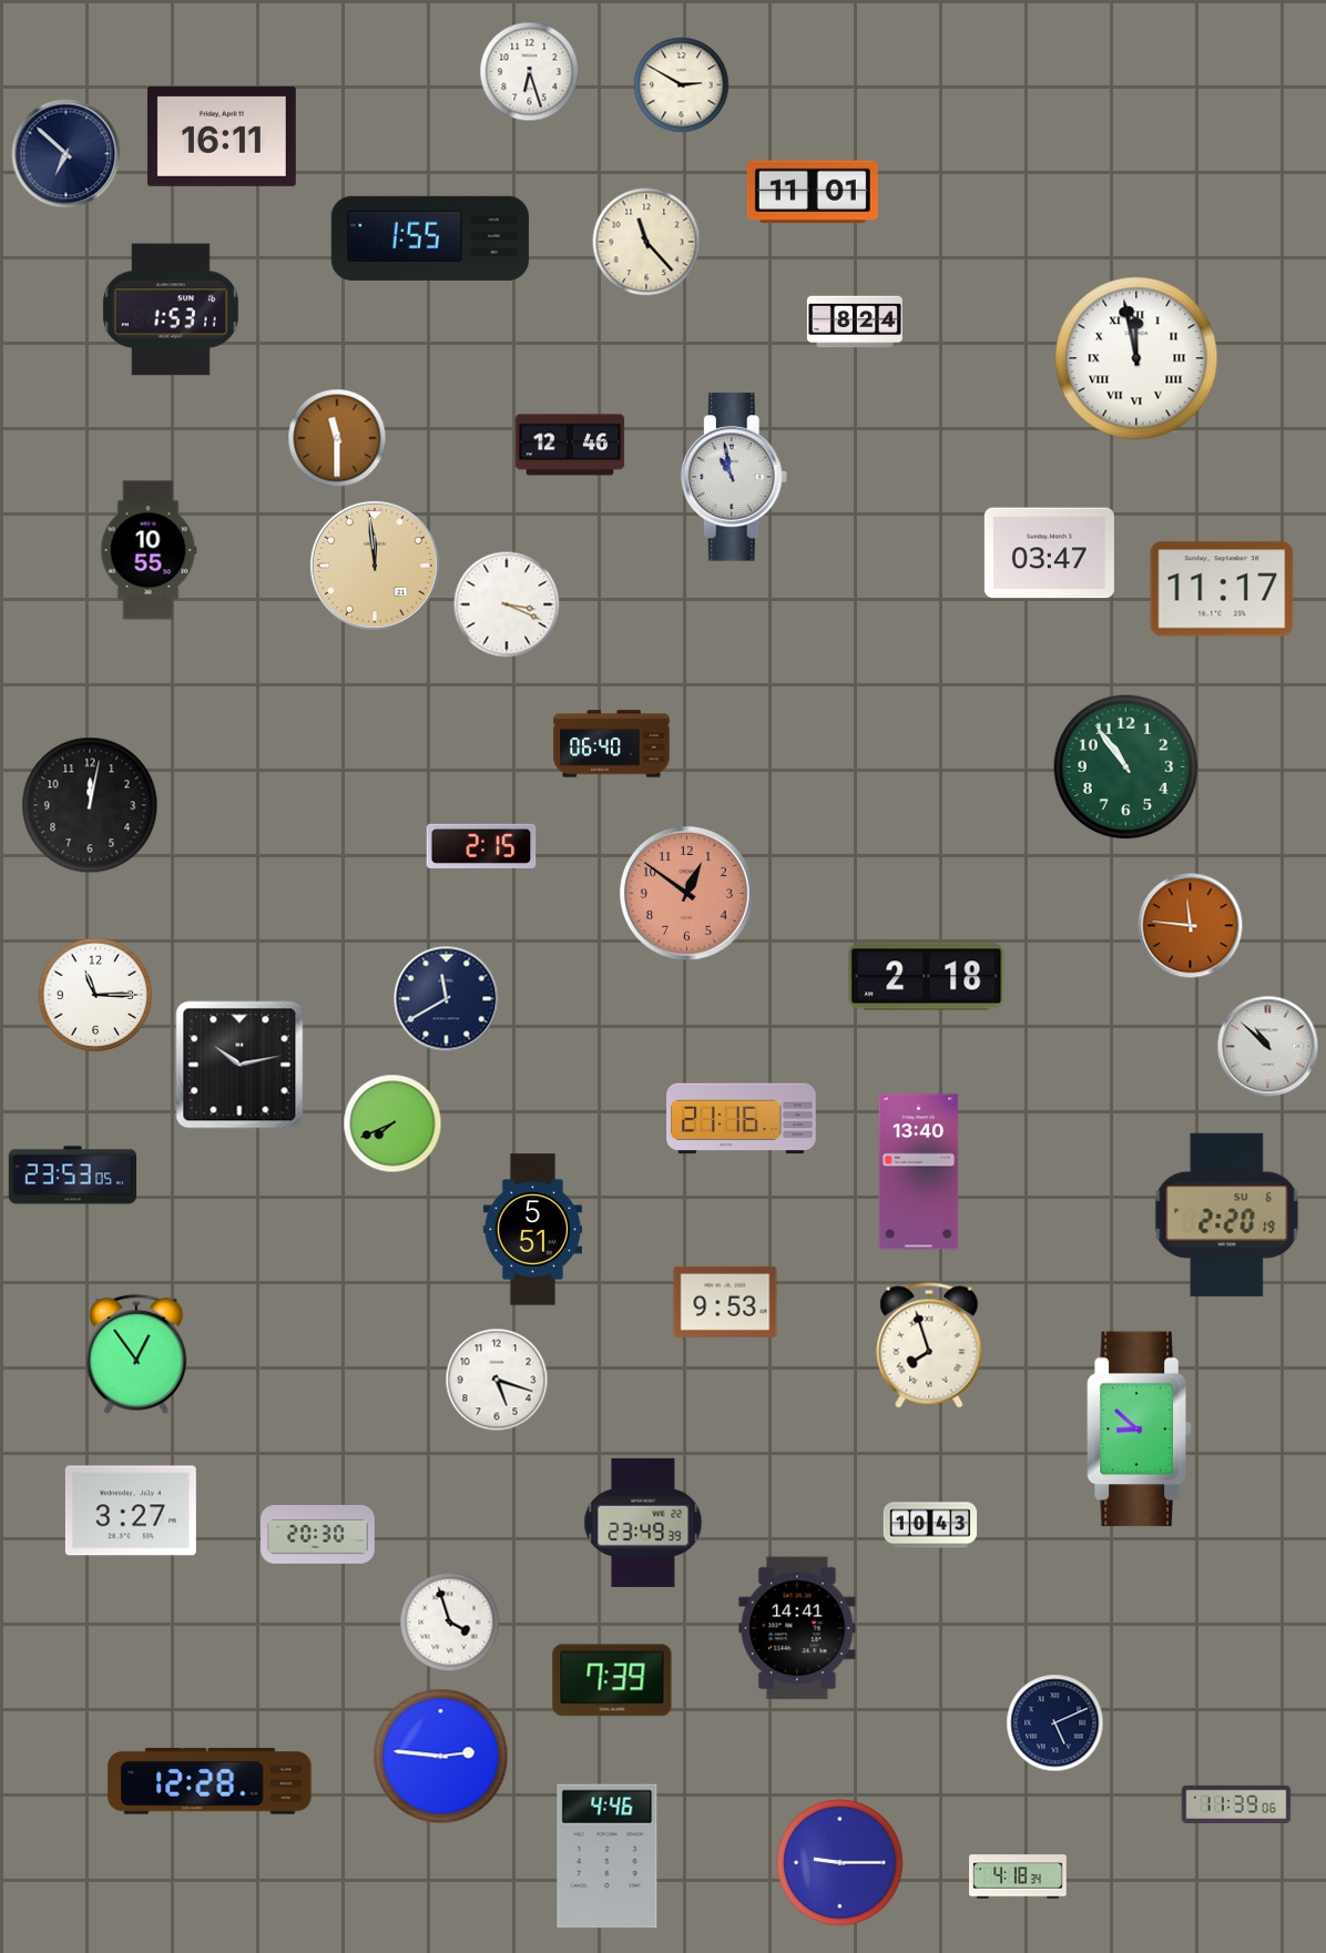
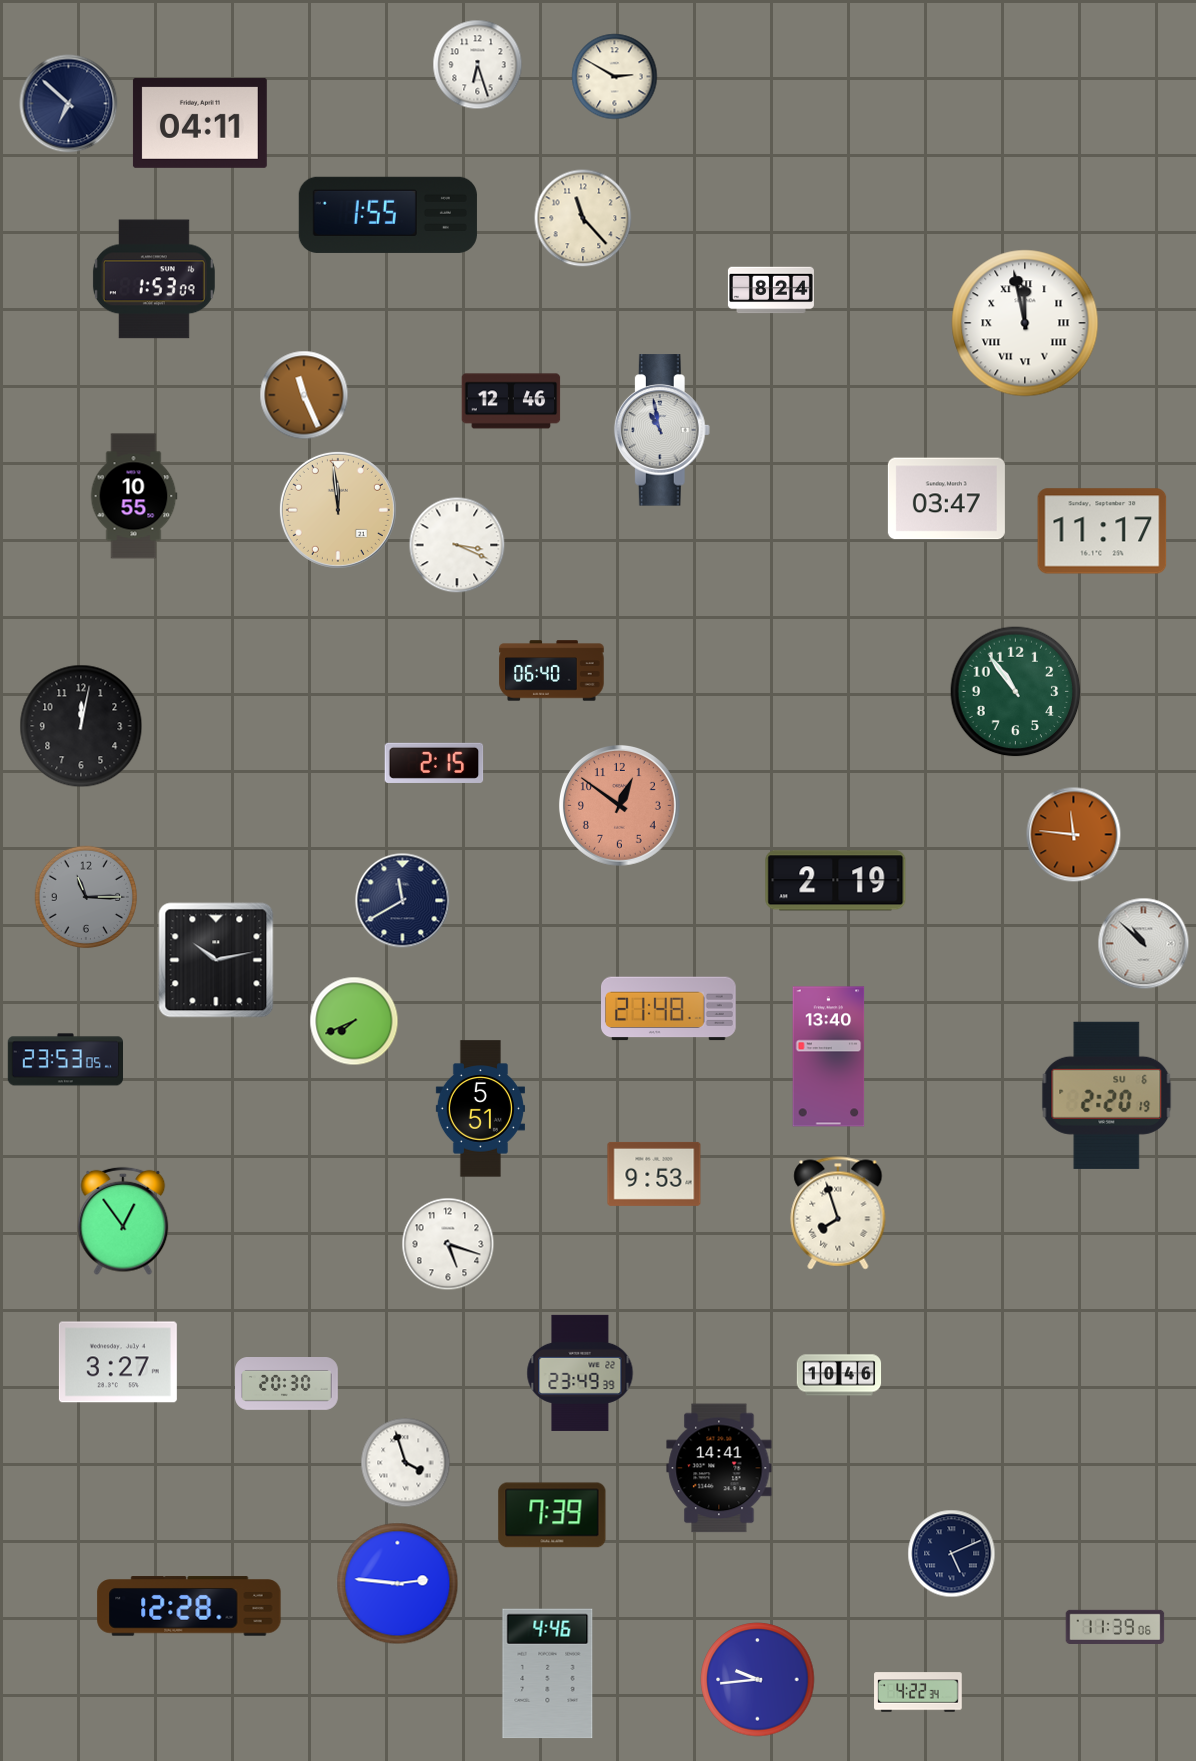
clock at (222, 136): 16:11 -> 04:11
clock at (67, 154) position: (67, 154) -> (69, 104)
clock at (813, 192): 11:01 -> none
clock at (171, 309): 1:53:11 -> 1:53:09
clock at (337, 438): 11:30 -> 11:26
clock at (570, 445) position: (570, 445) -> (511, 401)
clock at (927, 977): 2:18 -> 2:19
clock at (95, 995) dial: white -> grey
clock at (742, 1119): 21:16 -> 21:48
clock at (392, 1123) position: (392, 1123) -> (354, 1021)
clock at (1140, 1430): 8:52 -> none
clock at (930, 1525): 10:43 -> 10:46
clock at (840, 1863): 9:15 -> 9:44
clock at (1018, 1876): 4:18 -> 4:22
